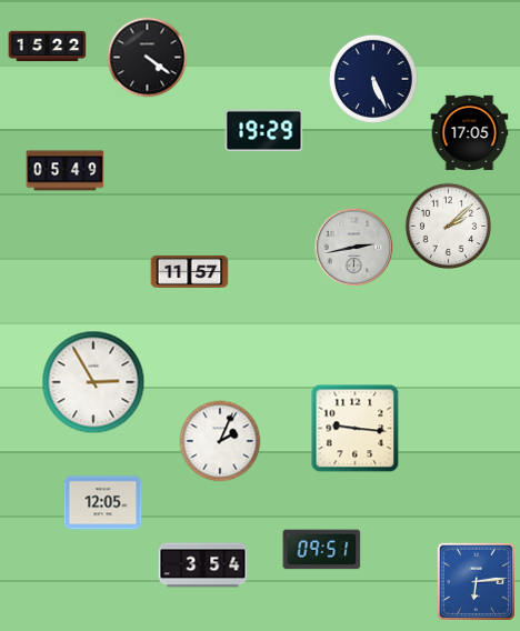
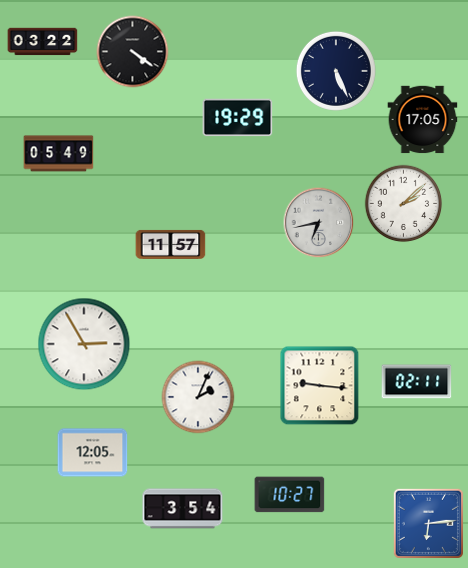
clock at (48, 47): 15:22 -> 03:22
clock at (354, 248): 2:43 -> 6:43
clock at (417, 382): none -> 02:11
clock at (322, 550): 09:51 -> 10:27
